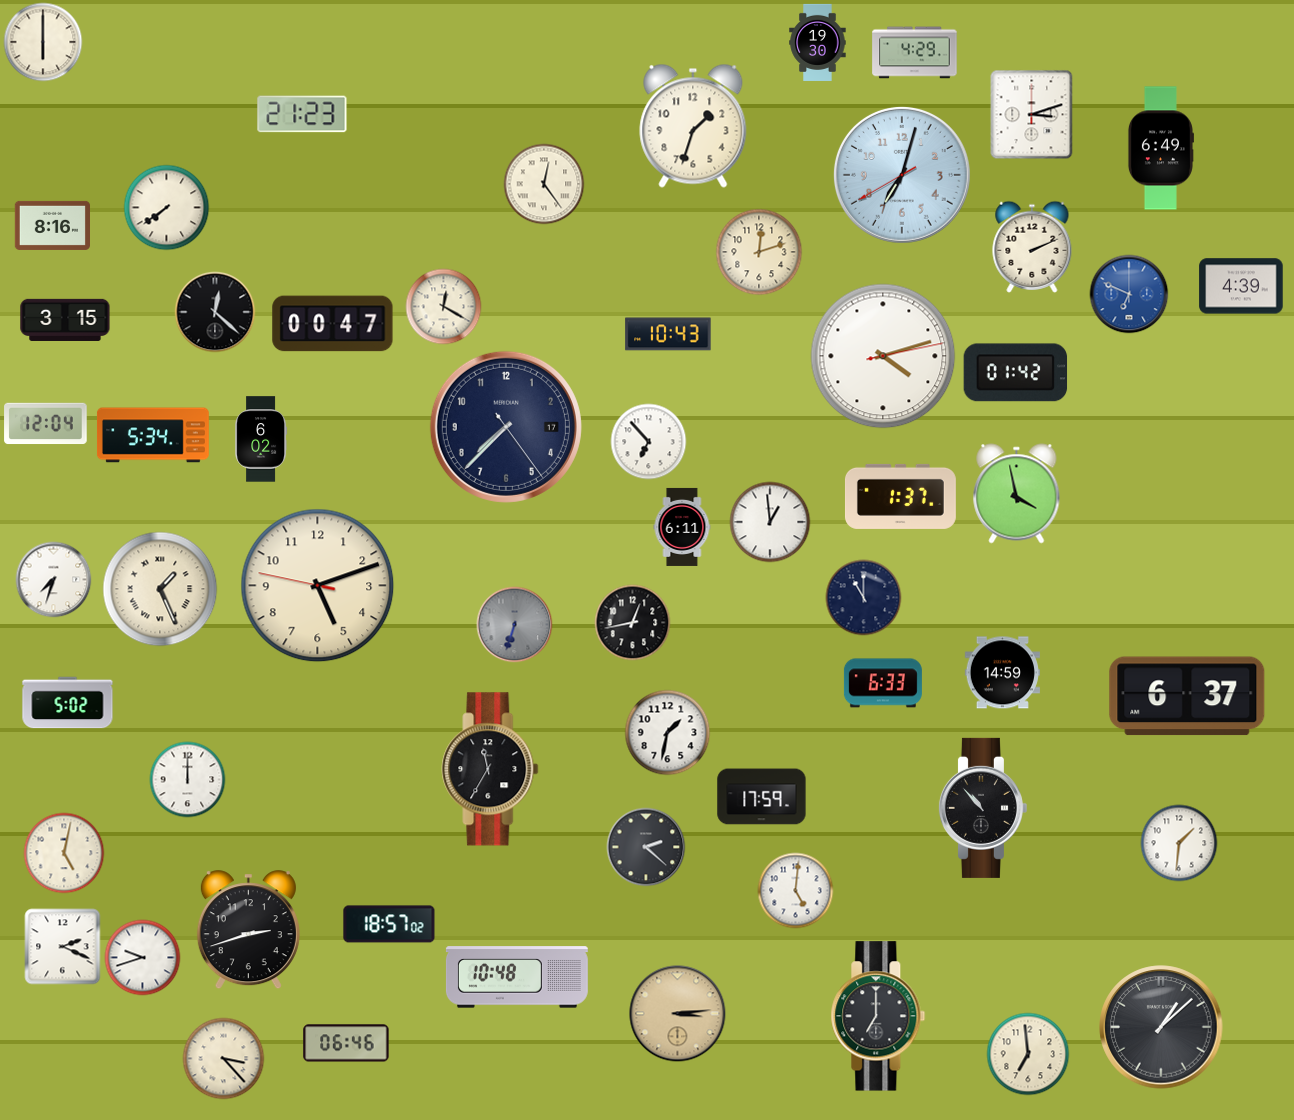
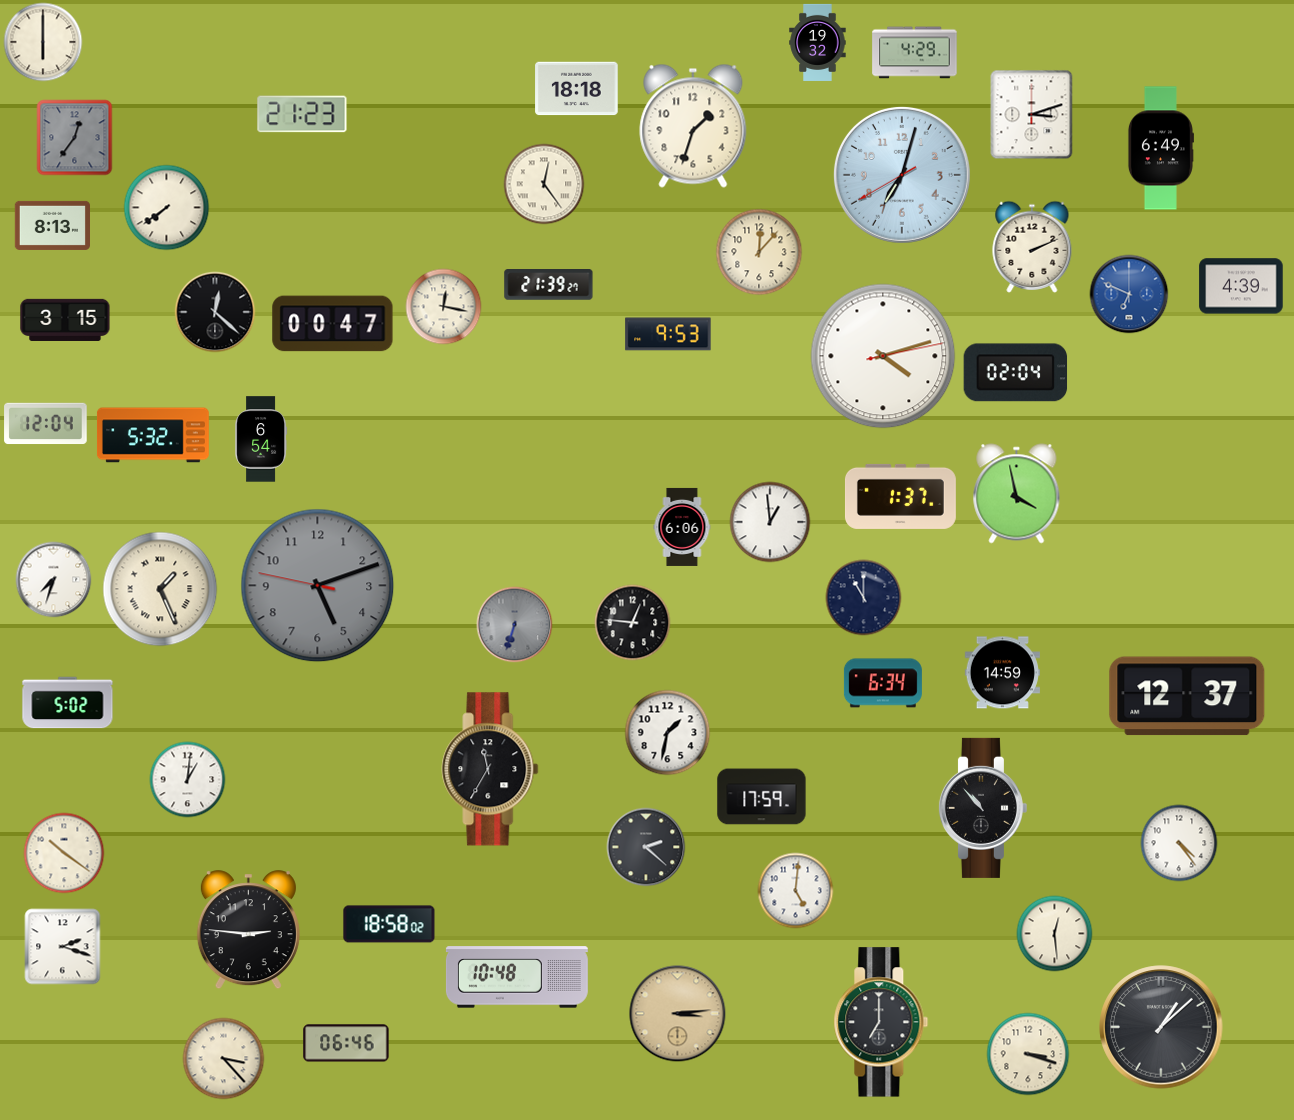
clock at (818, 42): 19:30 -> 19:32
clock at (577, 89): none -> 18:18
clock at (75, 138): none -> 12:36
clock at (52, 225): 8:16 -> 8:13
clock at (759, 252): 12:12 -> 12:07
clock at (549, 285): none -> 21:39
clock at (444, 307): 12:20 -> 12:17
clock at (668, 334): 10:43 -> 9:53
clock at (1016, 373): 01:42 -> 02:04
clock at (506, 427): 7:37 -> none
clock at (153, 435): 5:34 -> 5:32
clock at (261, 439): 6:02 -> 6:54
clock at (649, 442): 6:53 -> none
clock at (682, 527): 6:11 -> 6:06
clock at (318, 586) dial: cream -> grey
clock at (633, 623): 12:43 -> 12:46
clock at (883, 683): 6:33 -> 6:34
clock at (1187, 696): 6:37 -> 12:37
clock at (188, 780): 12:00 -> 1:01
clock at (1179, 843): 1:31 -> 4:24
clock at (64, 853): 5:02 -> 10:21
clock at (389, 924): 18:57 -> 18:58
clock at (248, 930): 2:42 -> 2:46
clock at (1055, 934): none -> 12:29
clock at (63, 947): 2:19 -> 2:18
clock at (143, 958): 9:42 -> none
clock at (878, 1016) position: (878, 1016) -> (881, 1022)
clock at (1028, 1054): 6:59 -> 3:18
